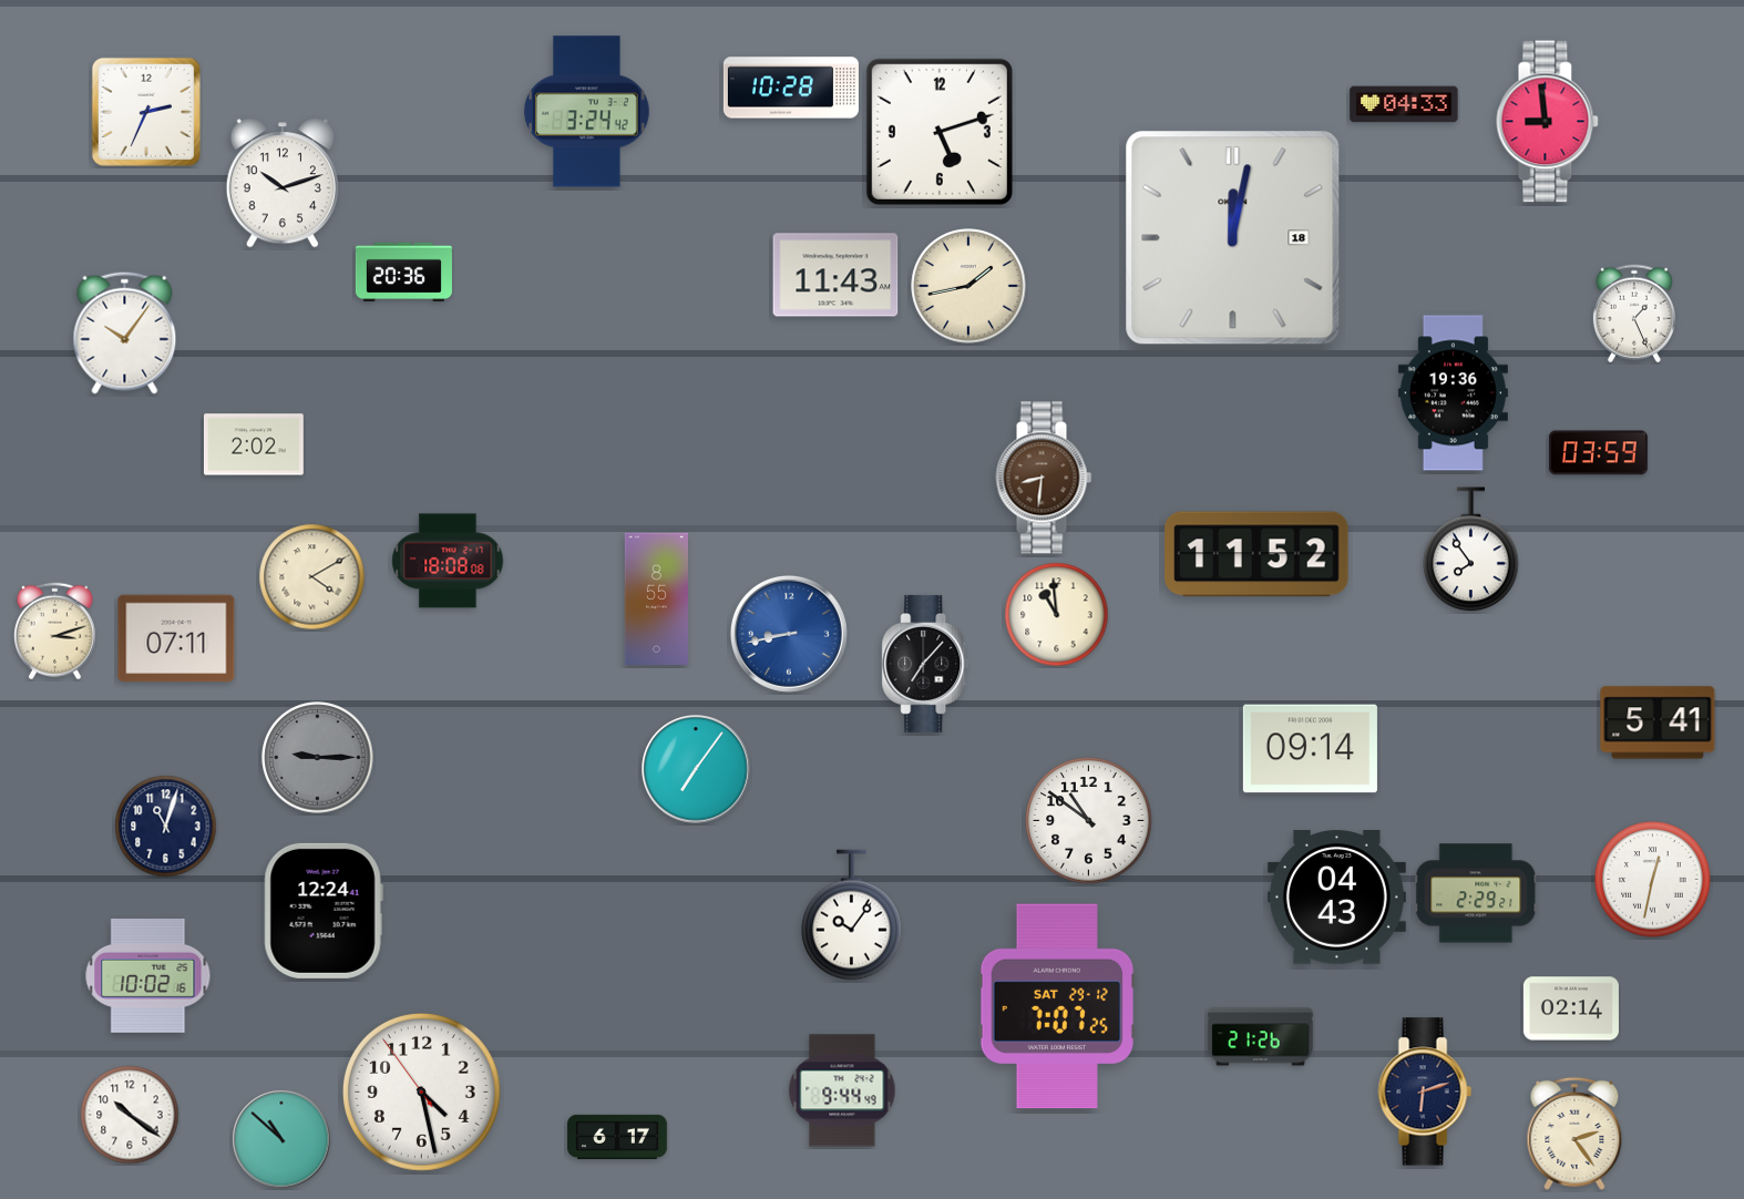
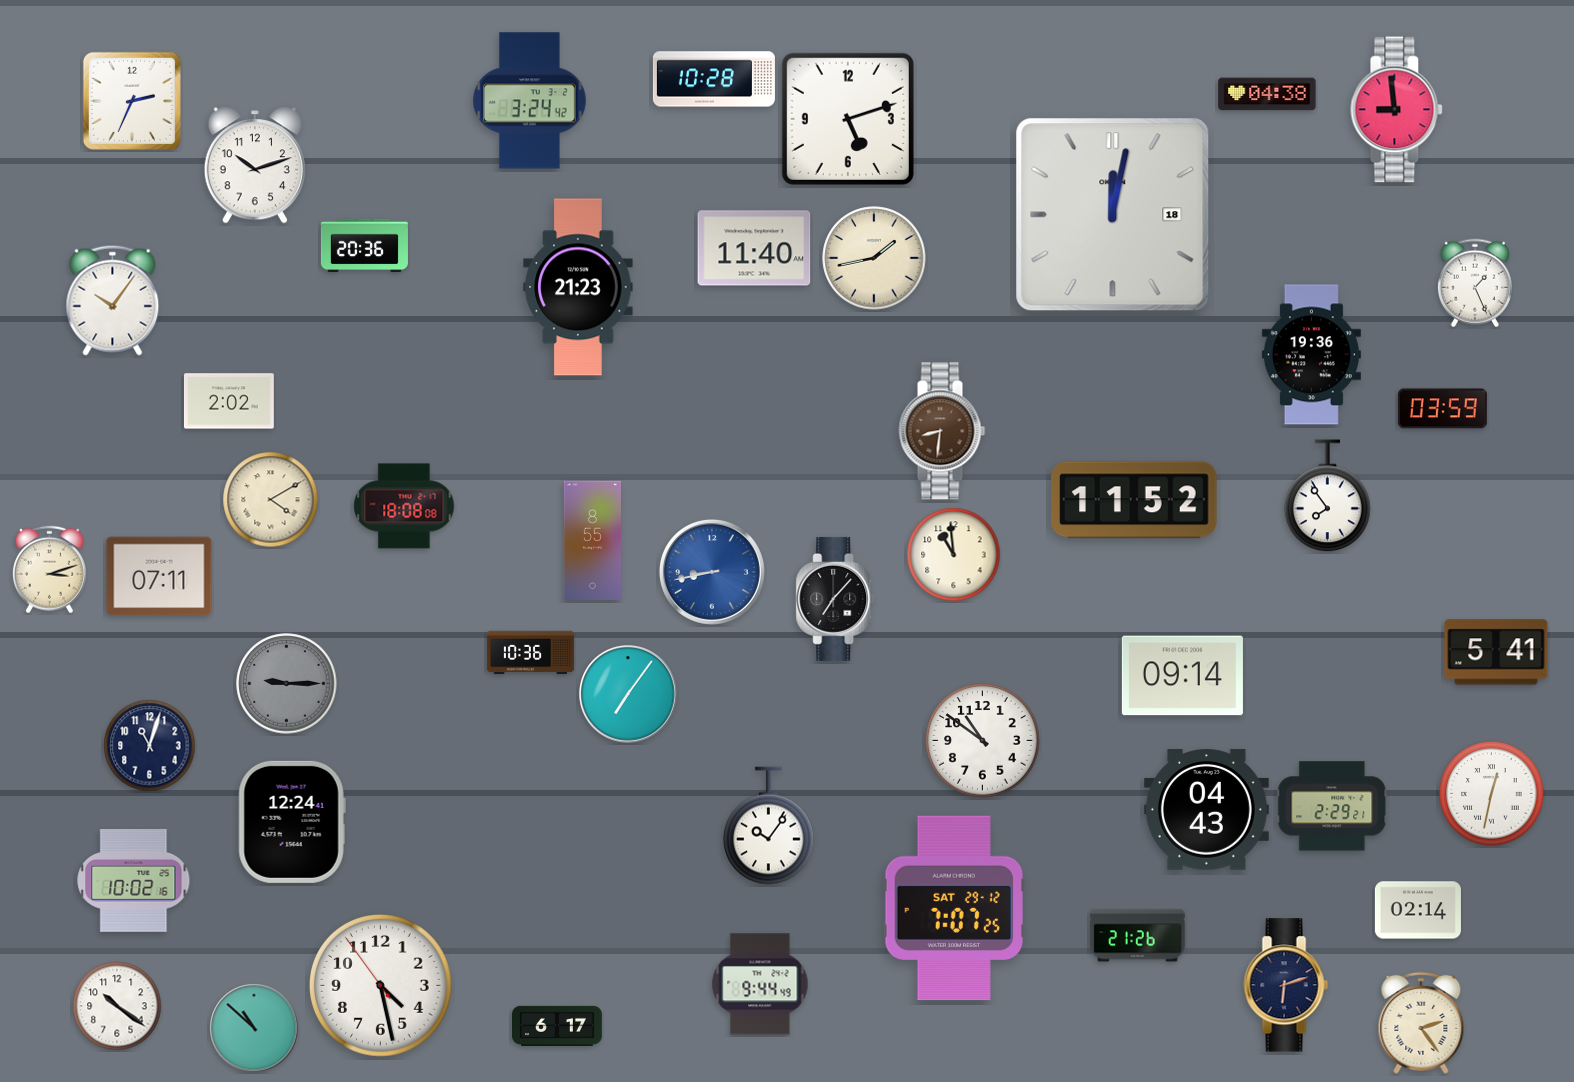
clock at (1404, 104): 04:33 -> 04:38
clock at (835, 275): 11:43 -> 11:40
clock at (578, 287): none -> 21:23
clock at (312, 577) position: (312, 577) -> (271, 500)
clock at (530, 653): none -> 10:36
